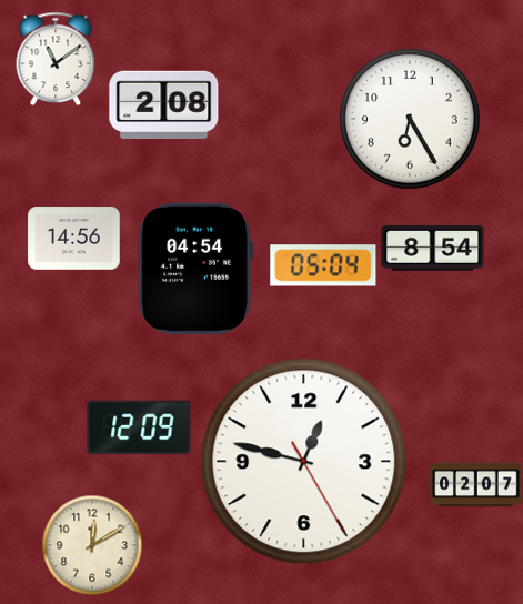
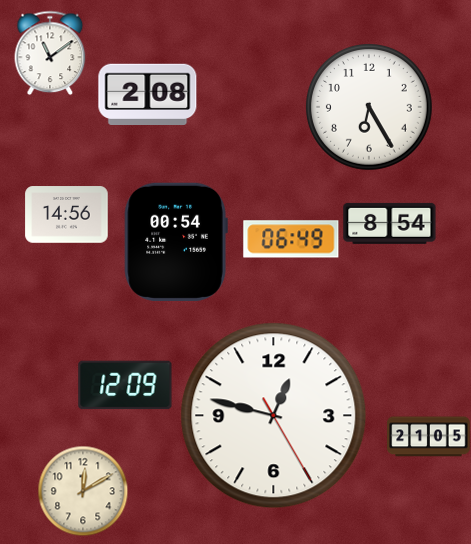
clock at (323, 265): 05:04 -> 06:49
clock at (195, 269): 04:54 -> 00:54
clock at (476, 485): 02:07 -> 21:05
